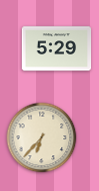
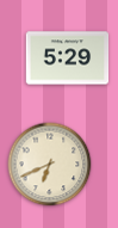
clock at (42, 138): 6:37 -> 6:41
